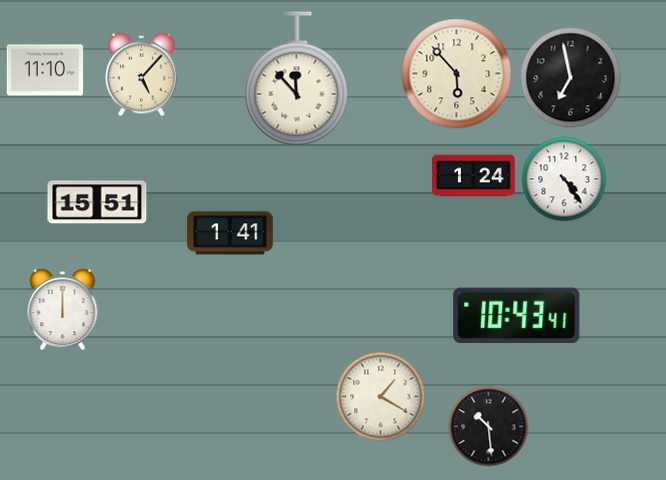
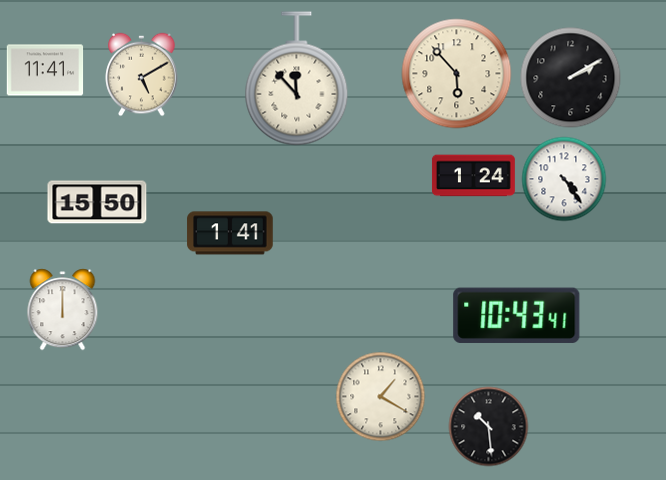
clock at (45, 70): 11:10 -> 11:41
clock at (142, 75): 5:07 -> 5:10
clock at (571, 78): 6:58 -> 2:10
clock at (97, 202): 15:51 -> 15:50
